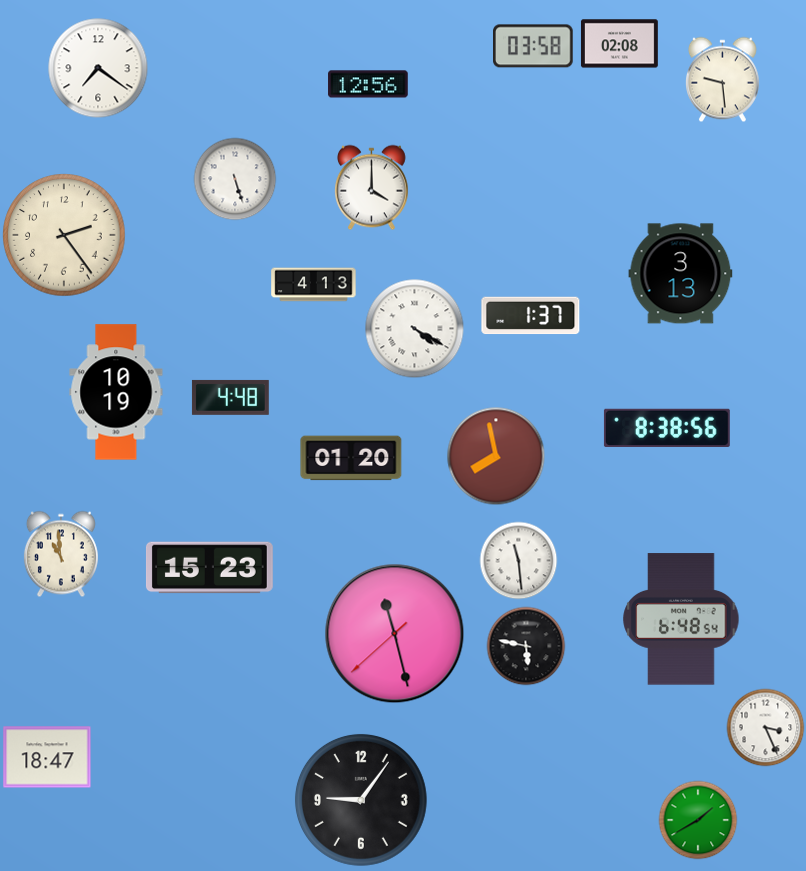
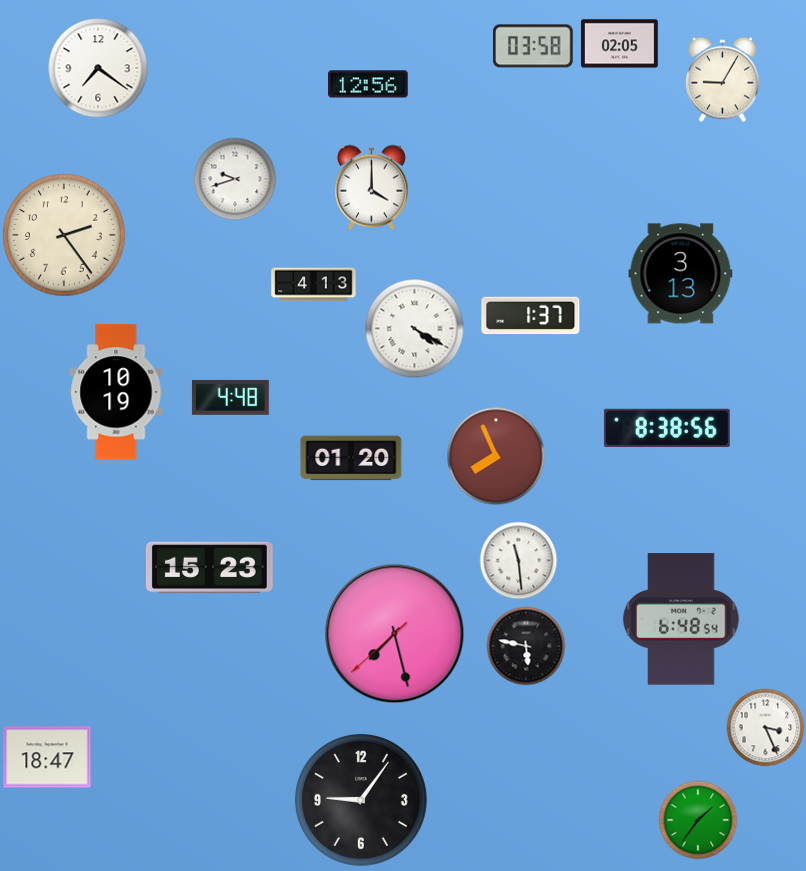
clock at (619, 44): 02:08 -> 02:05
clock at (723, 79): 9:29 -> 9:05
clock at (235, 179): 5:27 -> 9:42
clock at (496, 456): 7:58 -> 7:56
clock at (61, 554): 10:59 -> none
clock at (395, 634): 11:27 -> 7:27
clock at (698, 820): 1:40 -> 1:36
